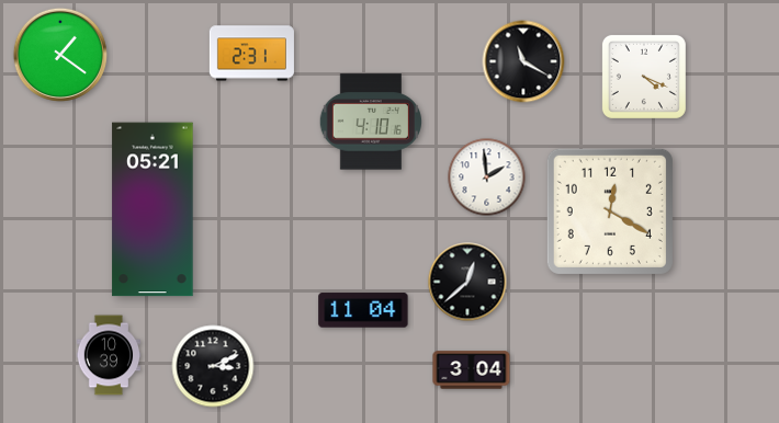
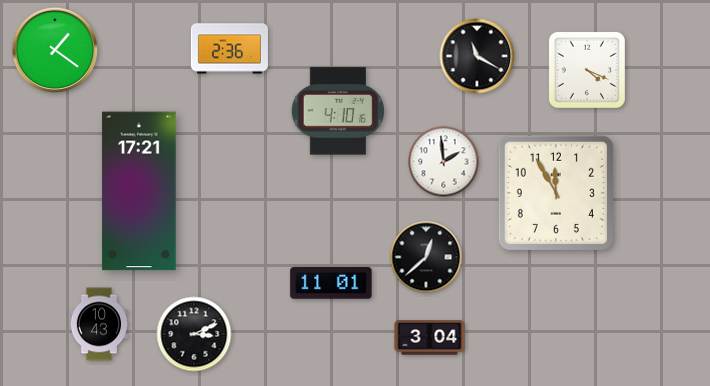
clock at (251, 54): 2:31 -> 2:36
clock at (153, 209): 05:21 -> 17:21
clock at (610, 211): 12:20 -> 11:55
clock at (363, 310): 11:04 -> 11:01
clock at (109, 355): 10:39 -> 10:43
